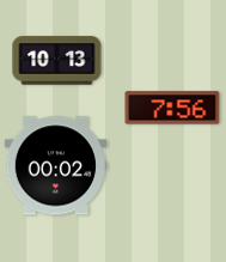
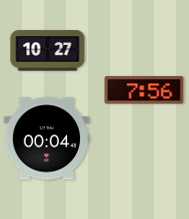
clock at (57, 61): 10:13 -> 10:27
clock at (56, 166): 00:02 -> 00:04
